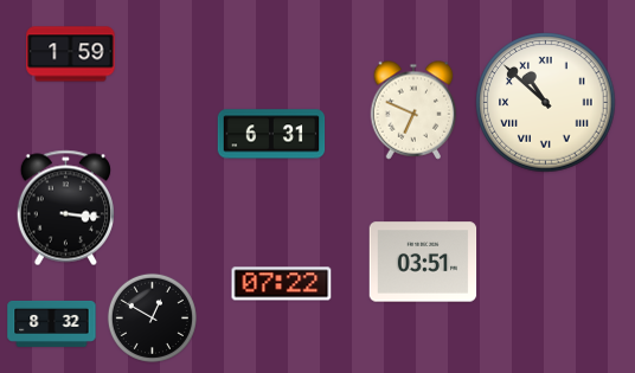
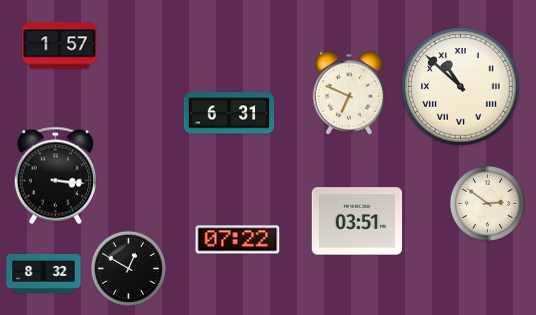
clock at (71, 54): 1:59 -> 1:57
clock at (487, 203): none -> 2:51
